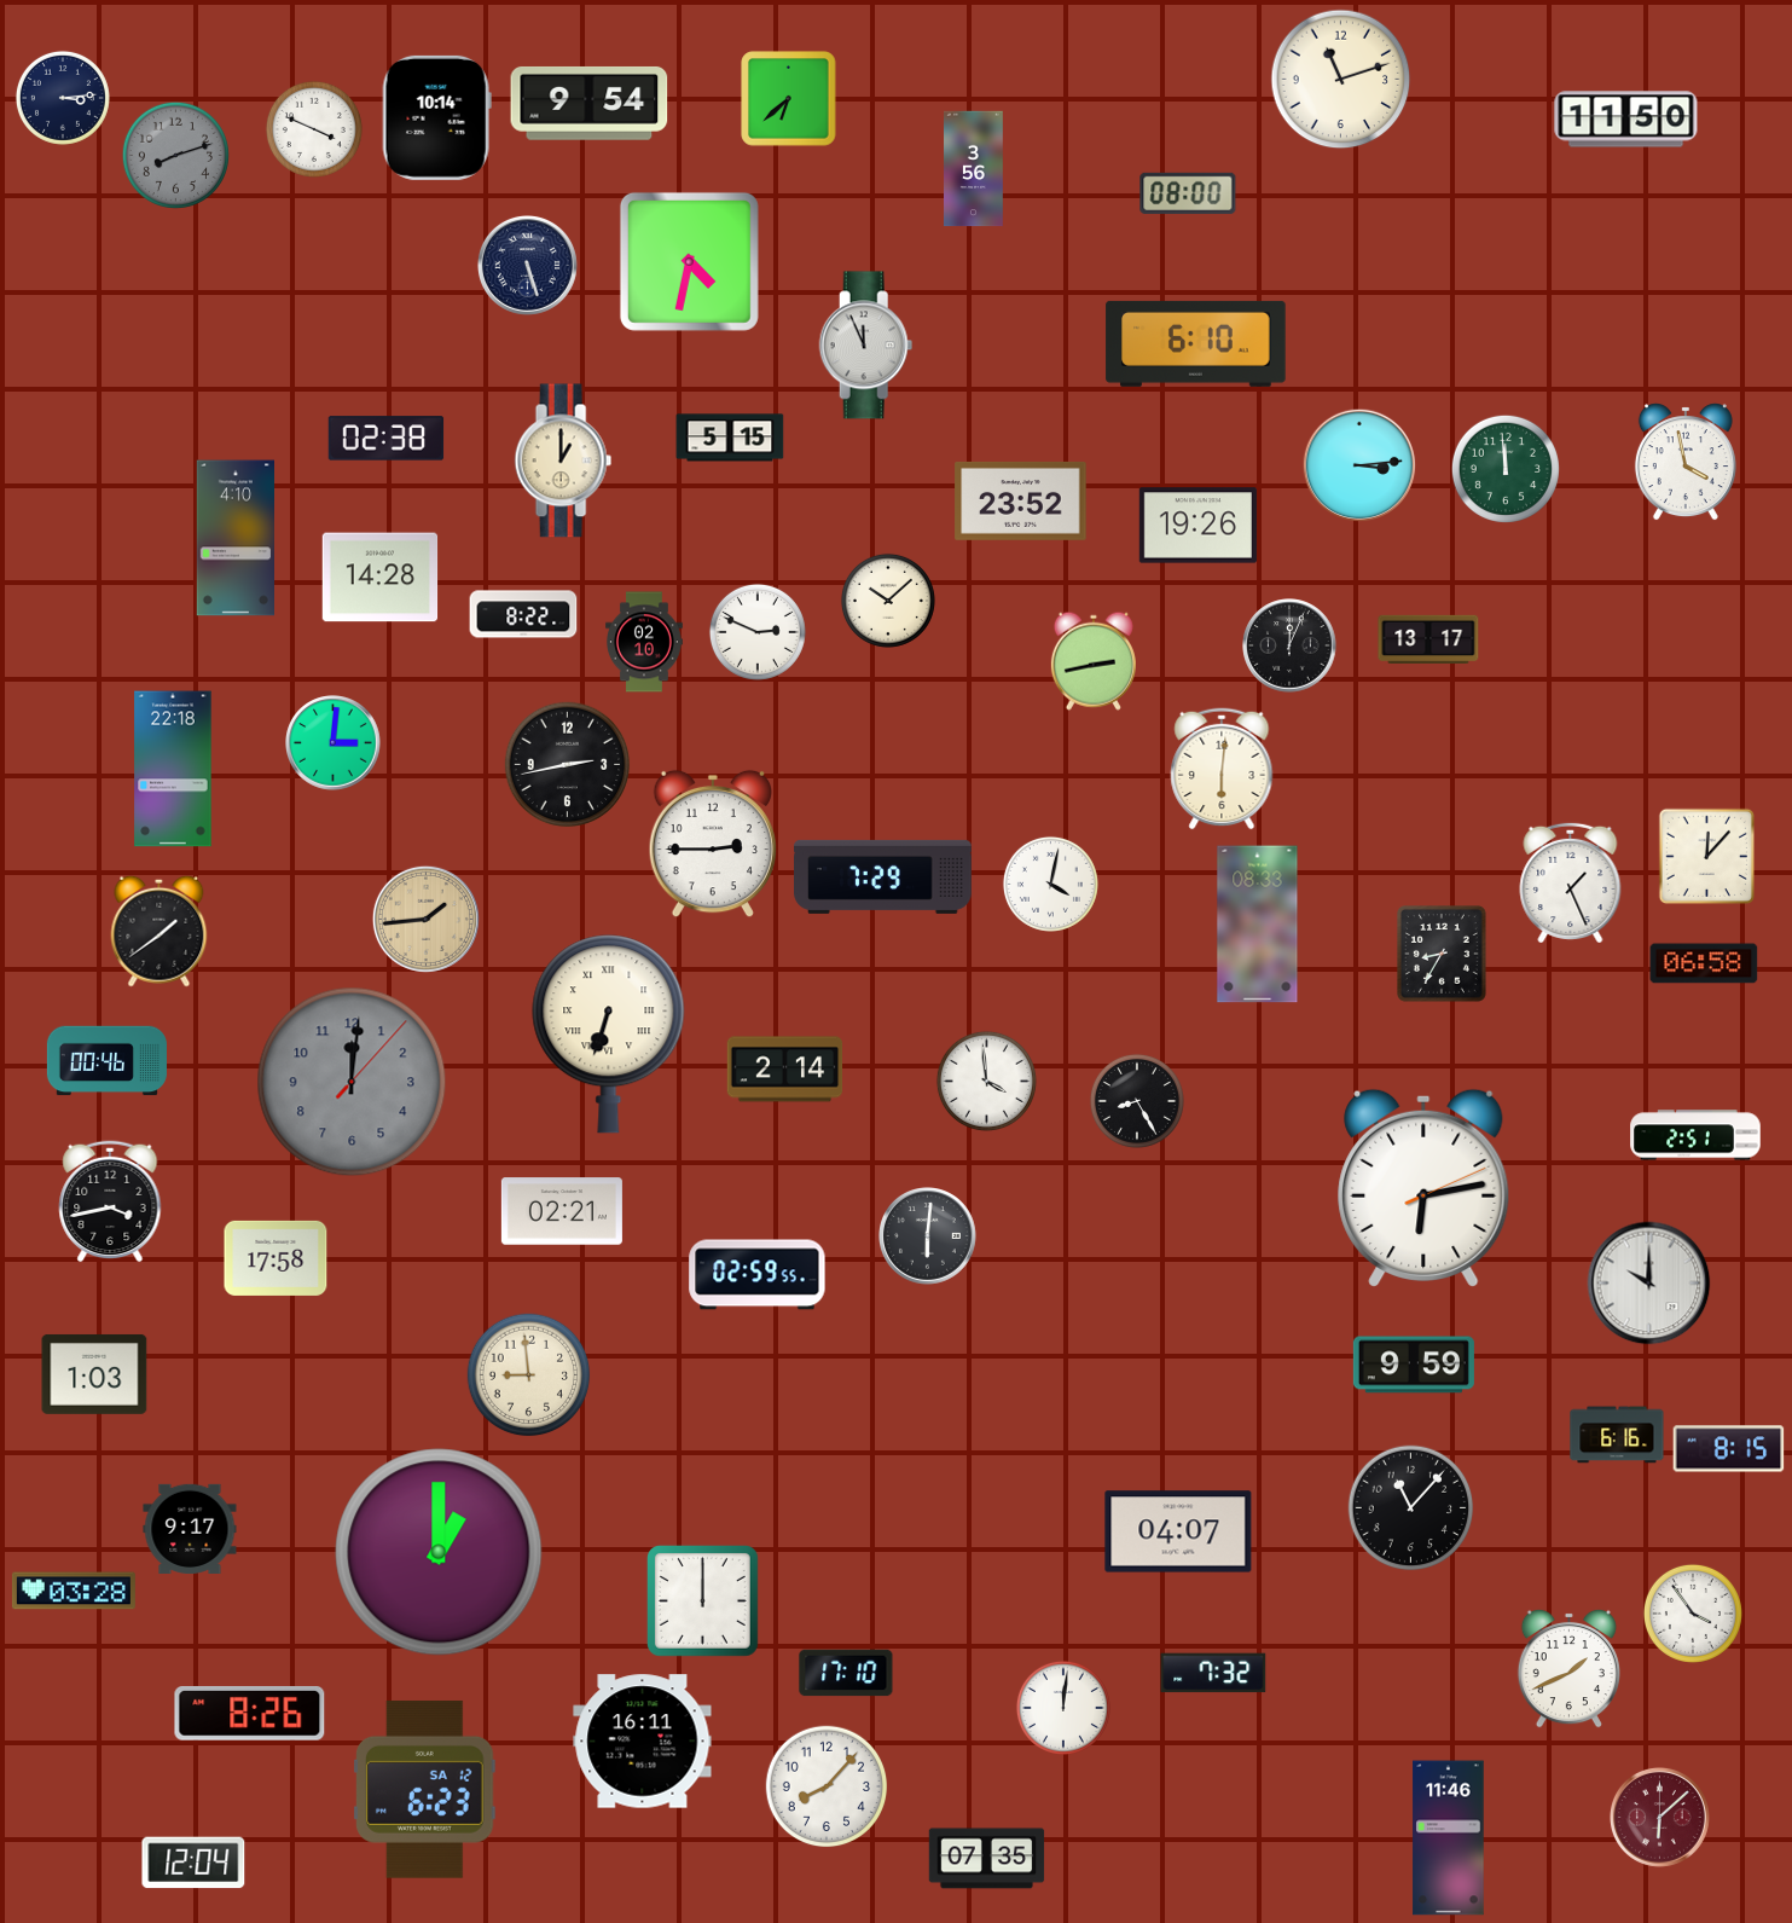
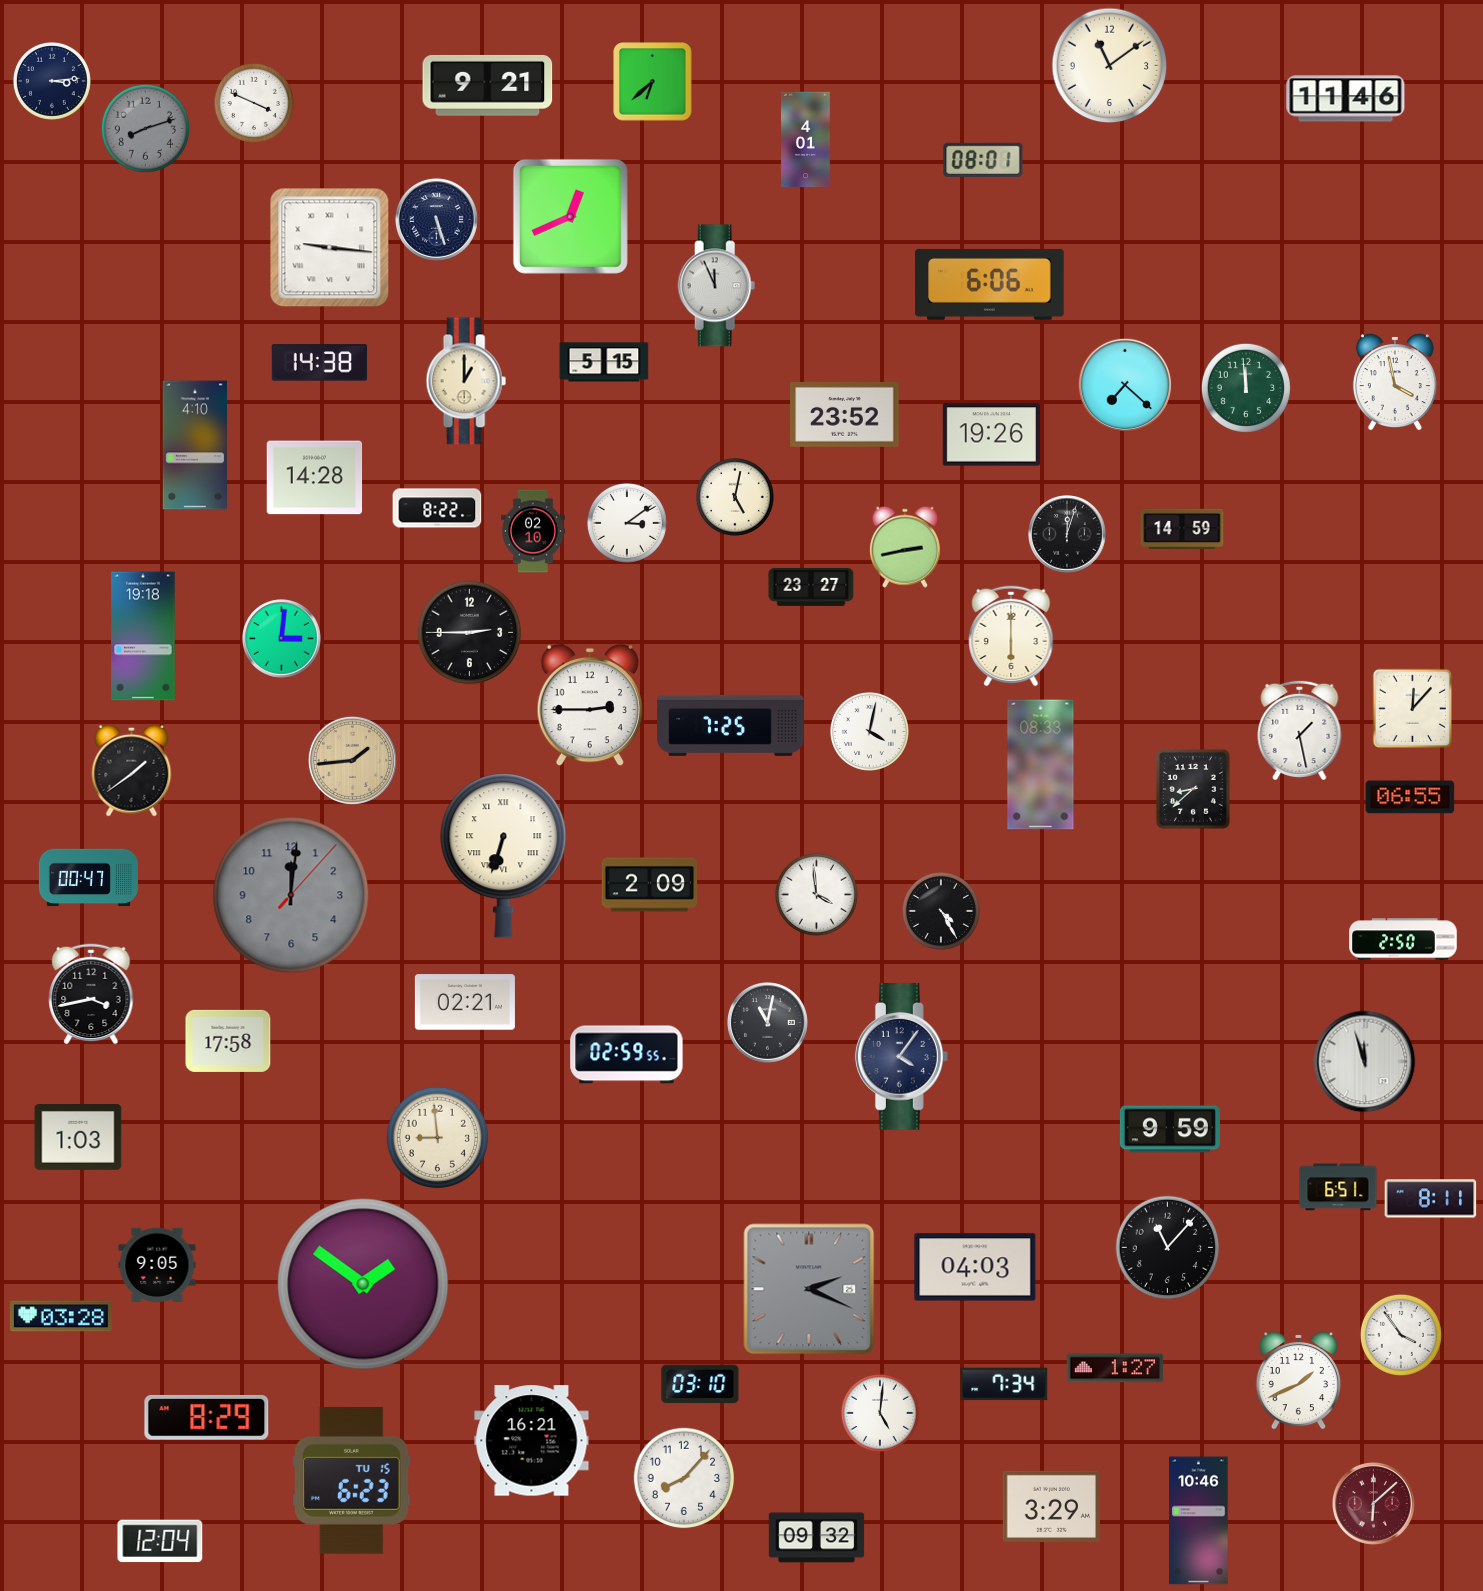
clock at (1341, 80): 11:12 -> 11:09
clock at (590, 103): 9:54 -> 9:21
clock at (436, 117): 10:14 -> none
clock at (1626, 120): 11:50 -> 11:46
clock at (314, 129) position: (314, 129) -> (254, 103)
clock at (974, 169): 3:56 -> 4:01
clock at (1188, 193): 08:00 -> 08:01
clock at (689, 261): 4:32 -> 12:41
clock at (330, 248): none -> 9:16
clock at (1196, 343): 6:10 -> 6:06
clock at (387, 439): 02:38 -> 14:38
clock at (1359, 465): 3:14 -> 7:22
clock at (888, 601): 10:08 -> 5:02
clock at (523, 614) position: (523, 614) -> (437, 508)
clock at (758, 632): 2:49 -> 3:09
clock at (1428, 638): 13:17 -> 14:59
clock at (1289, 645): 12:04 -> 12:03
clock at (811, 587): none -> 23:27
clock at (334, 743) position: (334, 743) -> (282, 639)
clock at (568, 765): 2:43 -> 2:45
clock at (173, 769): 22:18 -> 19:18
clock at (1222, 769): 6:01 -> 6:00
clock at (712, 844) position: (712, 844) -> (589, 705)
clock at (883, 876): 7:29 -> 7:25
clock at (1571, 881): 1:26 -> 1:28
clock at (1442, 955): 8:35 -> 8:38
clock at (1704, 963): 06:58 -> 06:55
clock at (106, 1061): 00:46 -> 00:47
clock at (785, 1070): 2:14 -> 2:09
clock at (1137, 1101): 8:25 -> 4:25
clock at (1695, 1135): 2:51 -> 2:50
clock at (1423, 1188): 6:13 -> none
clock at (928, 1236): 6:01 -> 11:02
clock at (901, 1057): none -> 4:06
clock at (1649, 1284): 10:00 -> 11:57
clock at (1617, 1435): 6:16 -> 6:51
clock at (1729, 1449): 8:15 -> 8:11
clock at (190, 1529): 9:17 -> 9:05
clock at (1178, 1531): 04:07 -> 04:03
clock at (439, 1552): 1:00 -> 1:51
clock at (809, 1289): none -> 2:19
clock at (703, 1601): 12:00 -> none
clock at (1115, 1368): none -> 1:27
clock at (846, 1673): 17:10 -> 03:10
clock at (1213, 1673): 7:32 -> 7:34
clock at (1063, 1708): 12:01 -> 5:01
clock at (250, 1714): 8:26 -> 8:29
clock at (643, 1742): 16:11 -> 16:21
clock at (425, 1789) date: SA 12 -> TU 15
clock at (1051, 1506): none -> 3:29
clock at (1449, 1838): 11:46 -> 10:46
clock at (987, 1859): 07:35 -> 09:32
